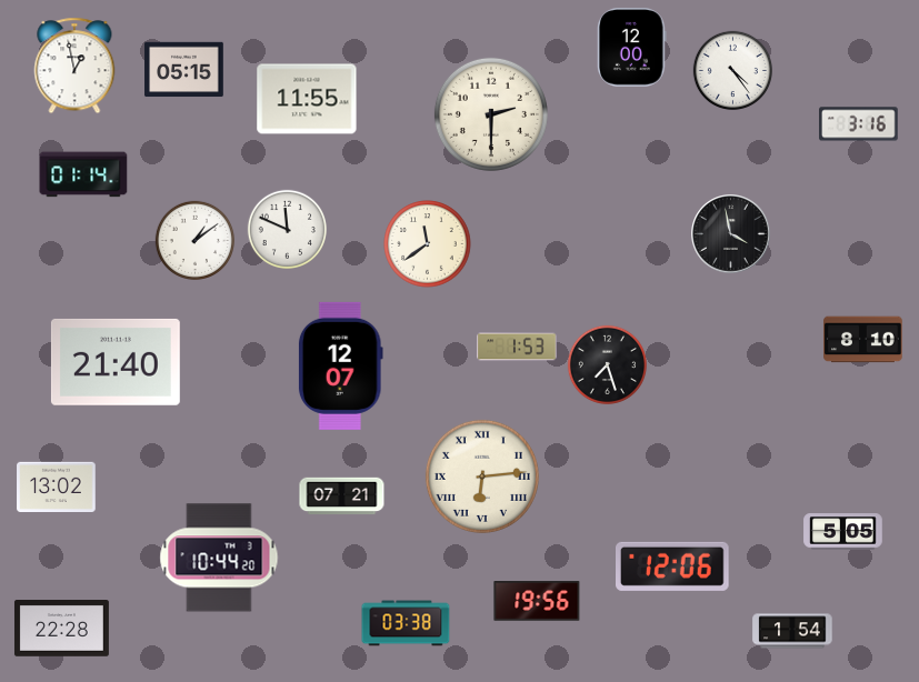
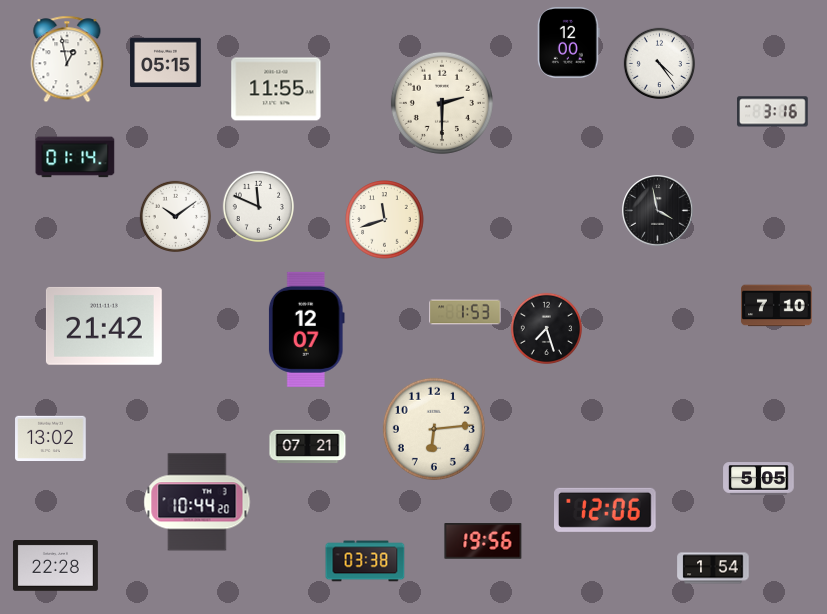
clock at (194, 240): 1:09 -> 10:09
clock at (428, 244): 11:39 -> 11:42
clock at (863, 340): 8:10 -> 7:10
clock at (116, 362): 21:40 -> 21:42
clock at (482, 477) numerals: Roman -> Arabic
